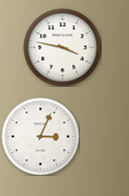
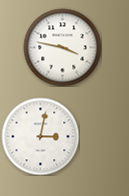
clock at (40, 136): 3:04 -> 3:02
